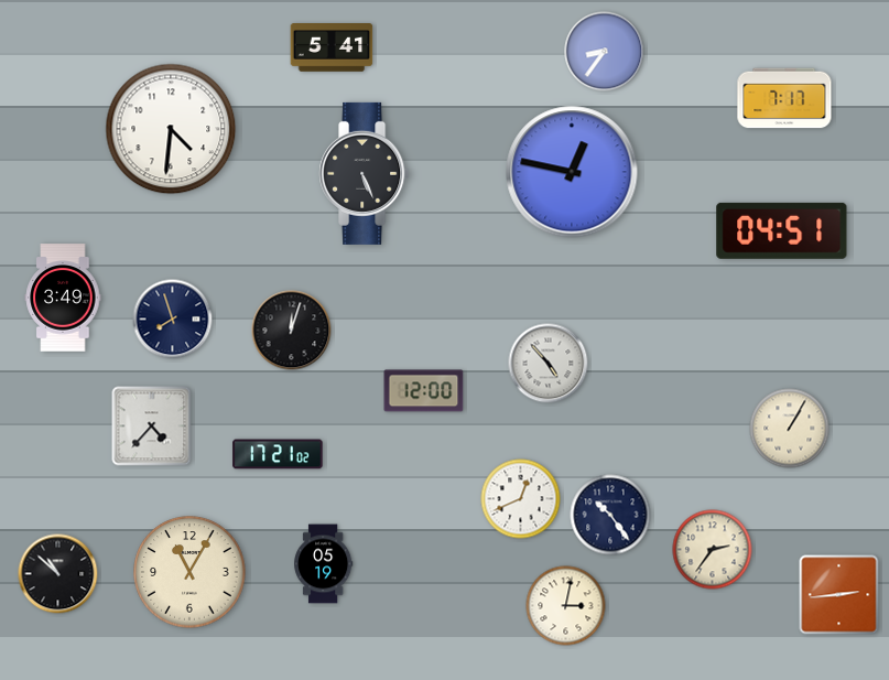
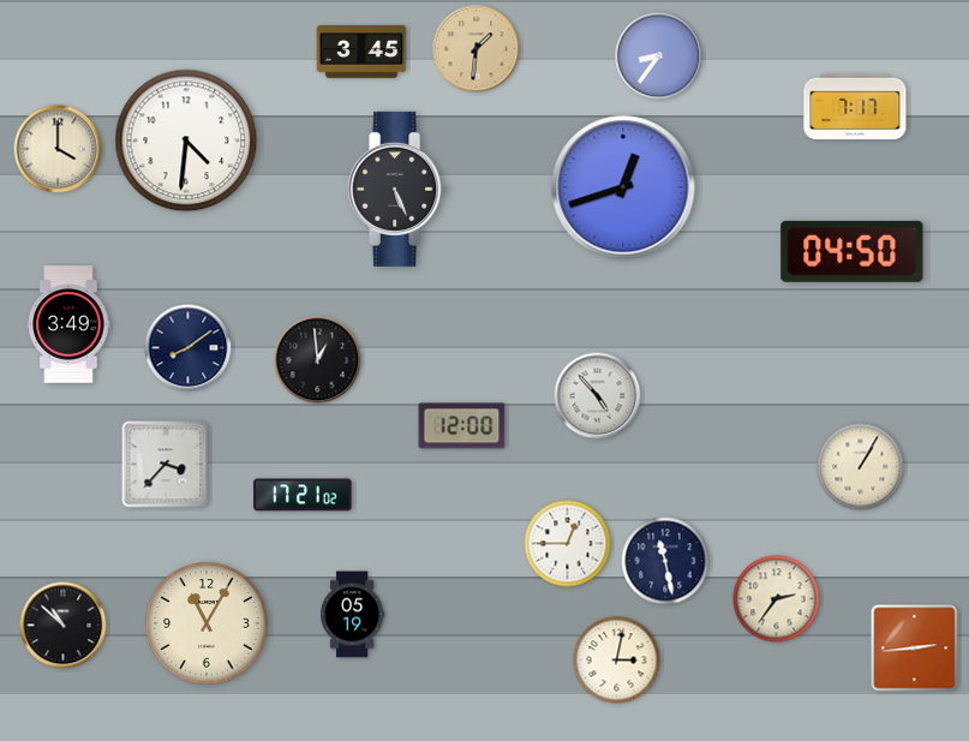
clock at (477, 49): none -> 1:31
clock at (332, 48): 5:41 -> 3:45
clock at (58, 149): none -> 4:00
clock at (572, 172): 12:47 -> 12:42
clock at (782, 230): 04:51 -> 04:50
clock at (173, 320): 7:57 -> 8:09
clock at (292, 331): 12:03 -> 12:59
clock at (152, 427): 4:37 -> 3:37
clock at (521, 499): 12:41 -> 12:45
clock at (610, 515): 10:24 -> 11:28
